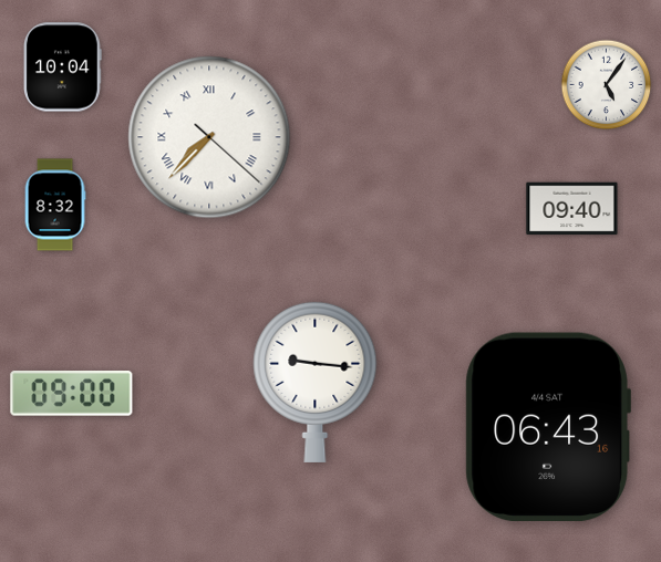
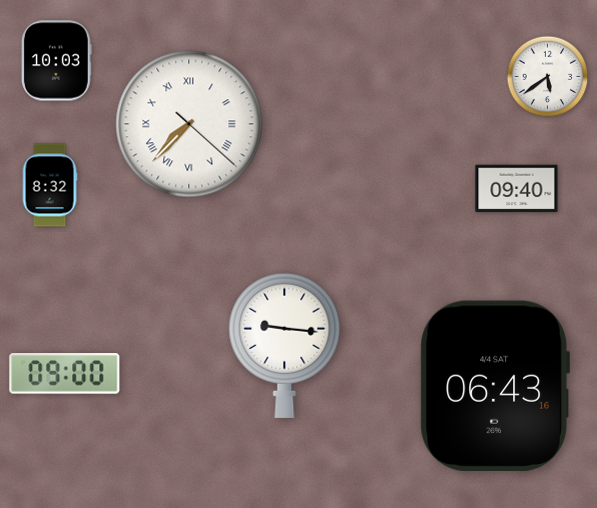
clock at (63, 67): 10:04 -> 10:03
clock at (607, 85): 5:06 -> 5:39
clock at (72, 394) position: (72, 394) -> (65, 374)
